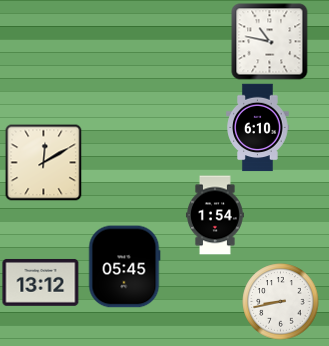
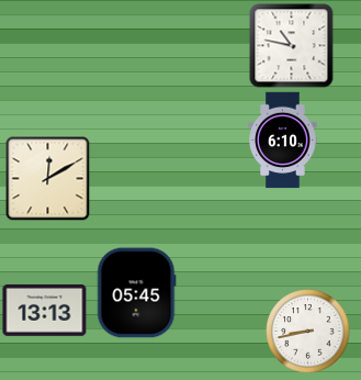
clock at (270, 42) position: (270, 42) -> (292, 46)
clock at (215, 215): 1:54 -> none
clock at (41, 283): 13:12 -> 13:13
